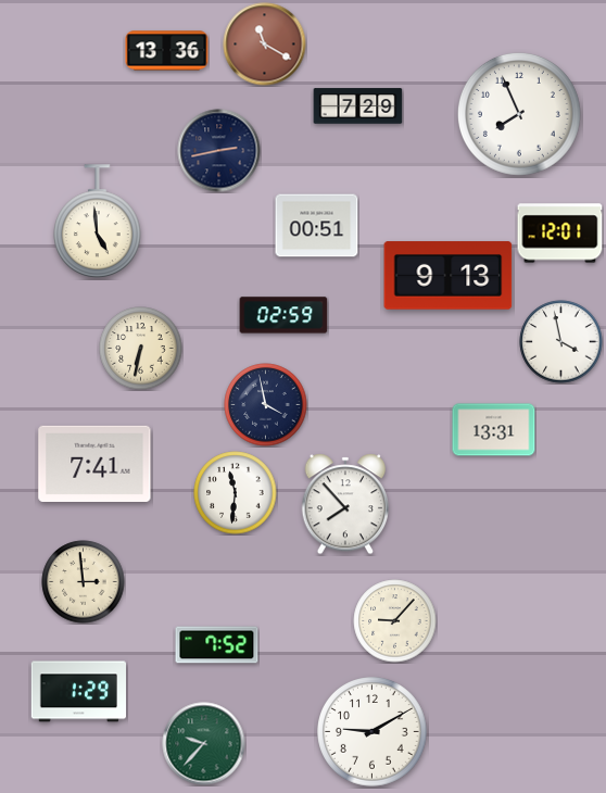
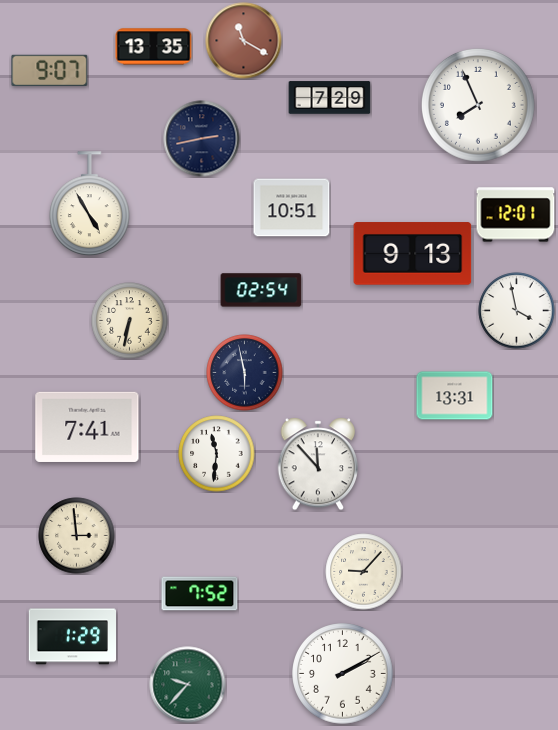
clock at (167, 51): 13:36 -> 13:35
clock at (50, 70): none -> 9:07
clock at (97, 222): 4:59 -> 4:55
clock at (317, 226): 00:51 -> 10:51
clock at (283, 315): 02:59 -> 02:54
clock at (561, 342) position: (561, 342) -> (517, 311)
clock at (266, 405): 3:58 -> 5:58
clock at (345, 504): 7:53 -> 11:53
clock at (373, 732): 9:10 -> 2:10
